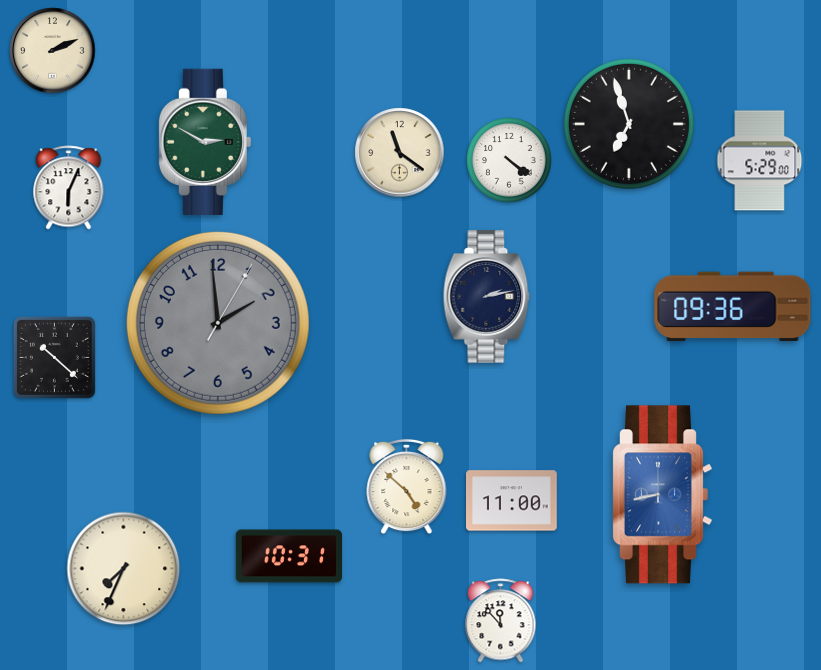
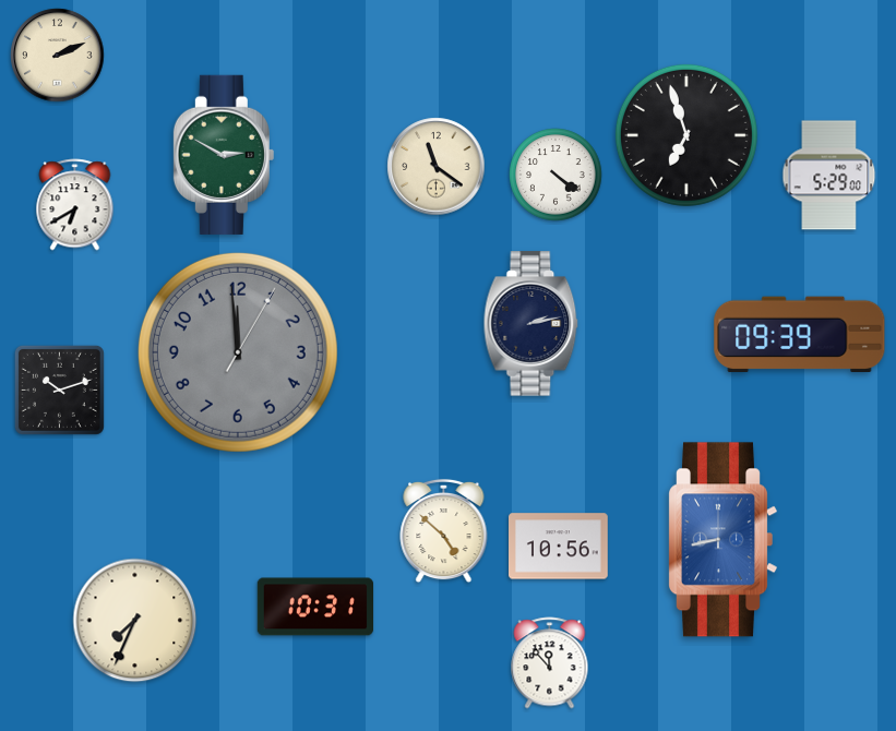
clock at (69, 188): 6:04 -> 6:40
clock at (733, 307): 09:36 -> 09:39
clock at (218, 323): 1:59 -> 11:59
clock at (54, 357): 10:22 -> 10:12
clock at (512, 501): 11:00 -> 10:56
clock at (501, 621) position: (501, 621) -> (550, 663)
